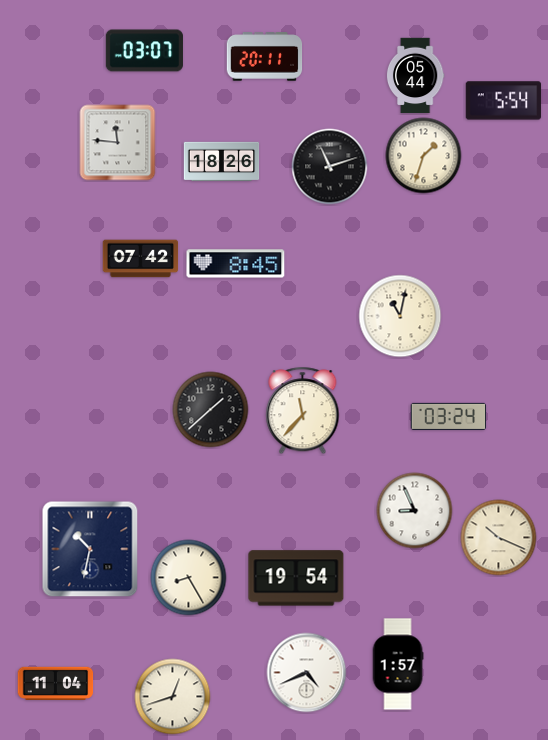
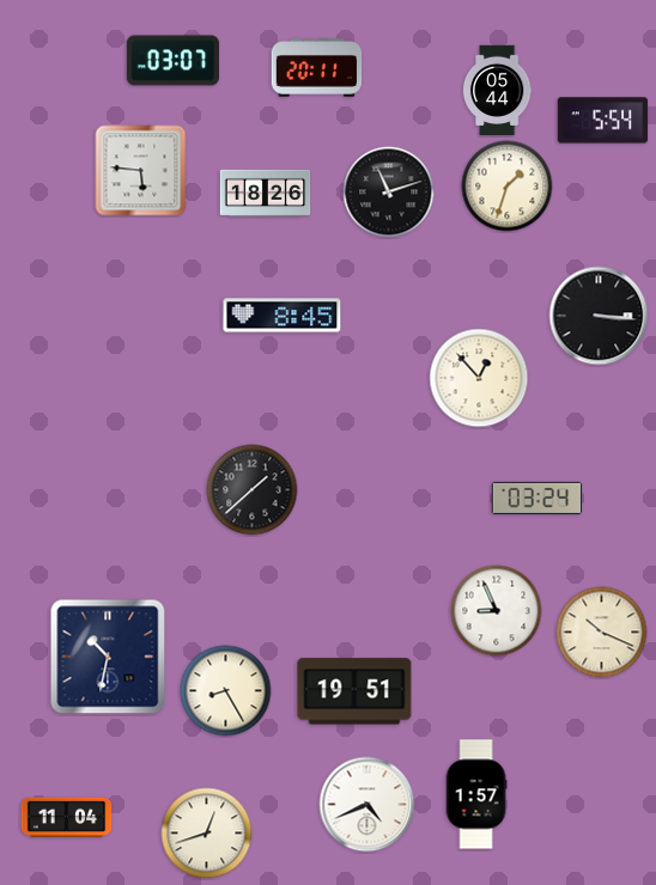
clock at (118, 143): 11:46 -> 5:46
clock at (330, 167) position: (330, 167) -> (389, 193)
clock at (141, 259): 07:42 -> none
clock at (599, 316): none -> 3:16
clock at (400, 316): 11:02 -> 12:53
clock at (303, 411): 11:37 -> none
clock at (499, 538) position: (499, 538) -> (602, 633)
clock at (296, 578): 19:54 -> 19:51
